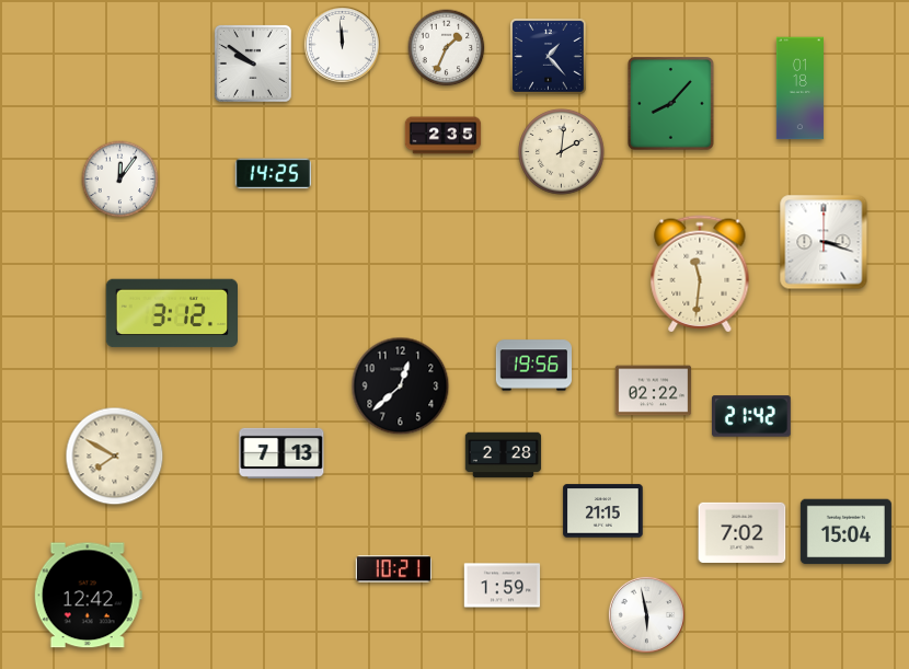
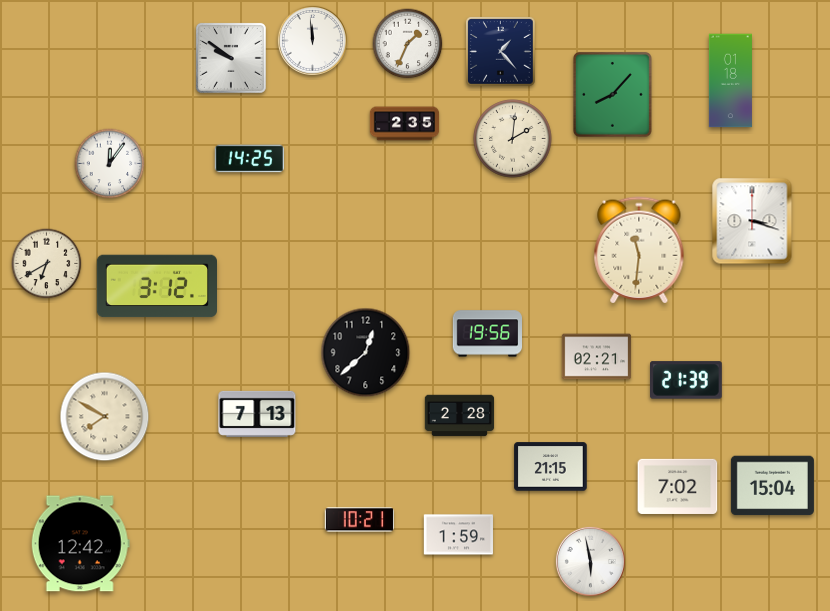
clock at (47, 264): none -> 6:40
clock at (654, 391): 02:22 -> 02:21
clock at (752, 416): 21:42 -> 21:39
